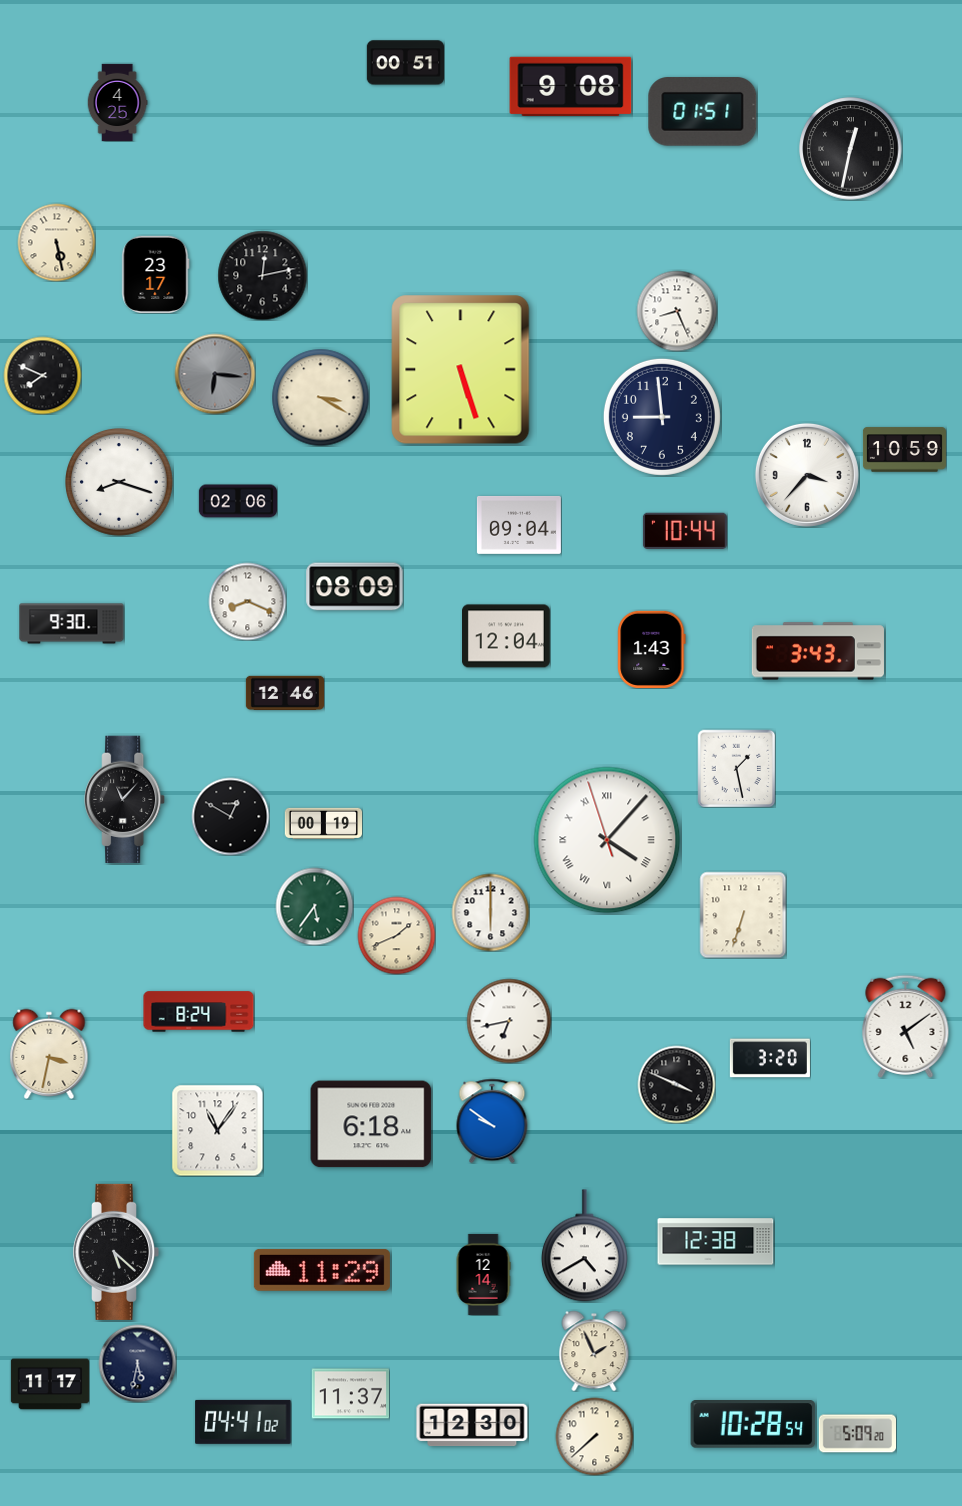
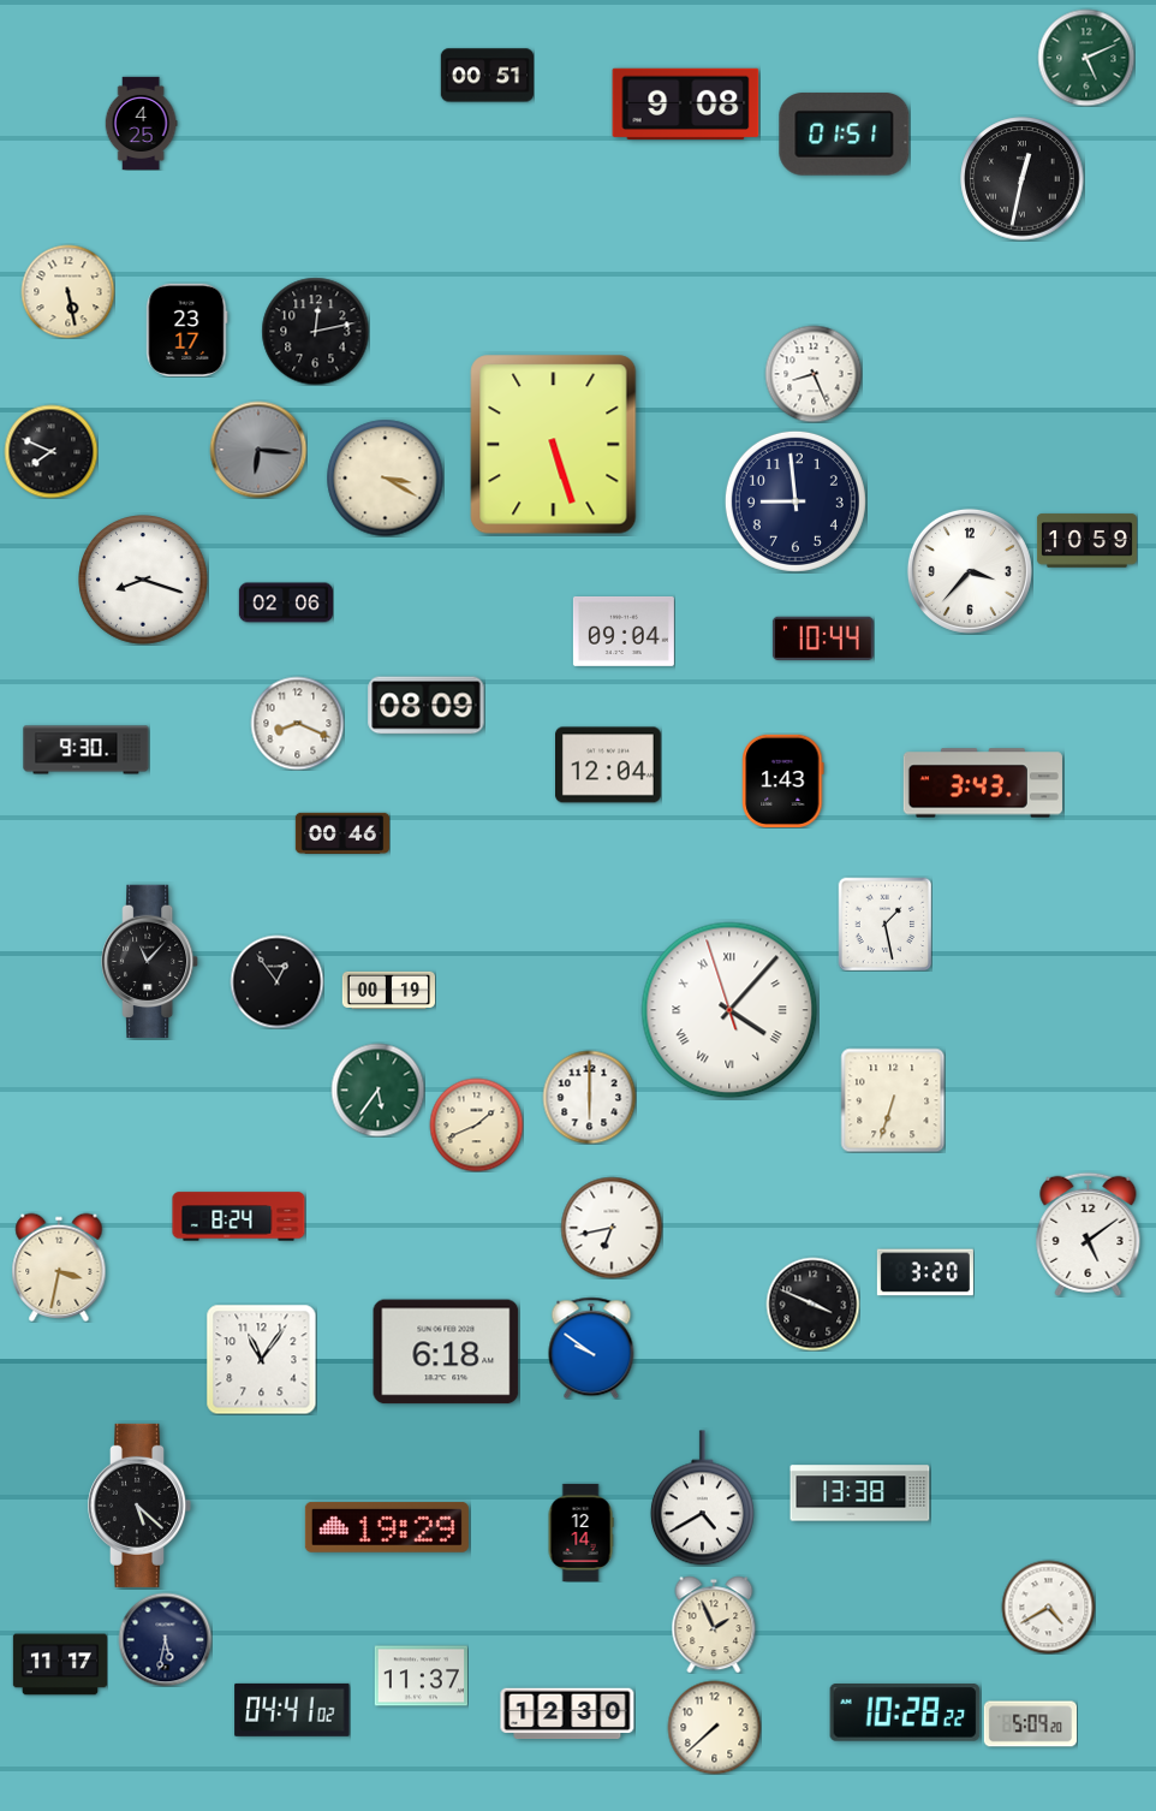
clock at (1086, 58): none -> 5:11
clock at (284, 692): 12:46 -> 00:46
clock at (230, 816): 12:50 -> 12:54
clock at (716, 1242): 12:38 -> 13:38
clock at (322, 1270): 11:29 -> 19:29
clock at (1048, 1607): none -> 4:40
clock at (753, 1425): 10:28:54 -> 10:28:22
